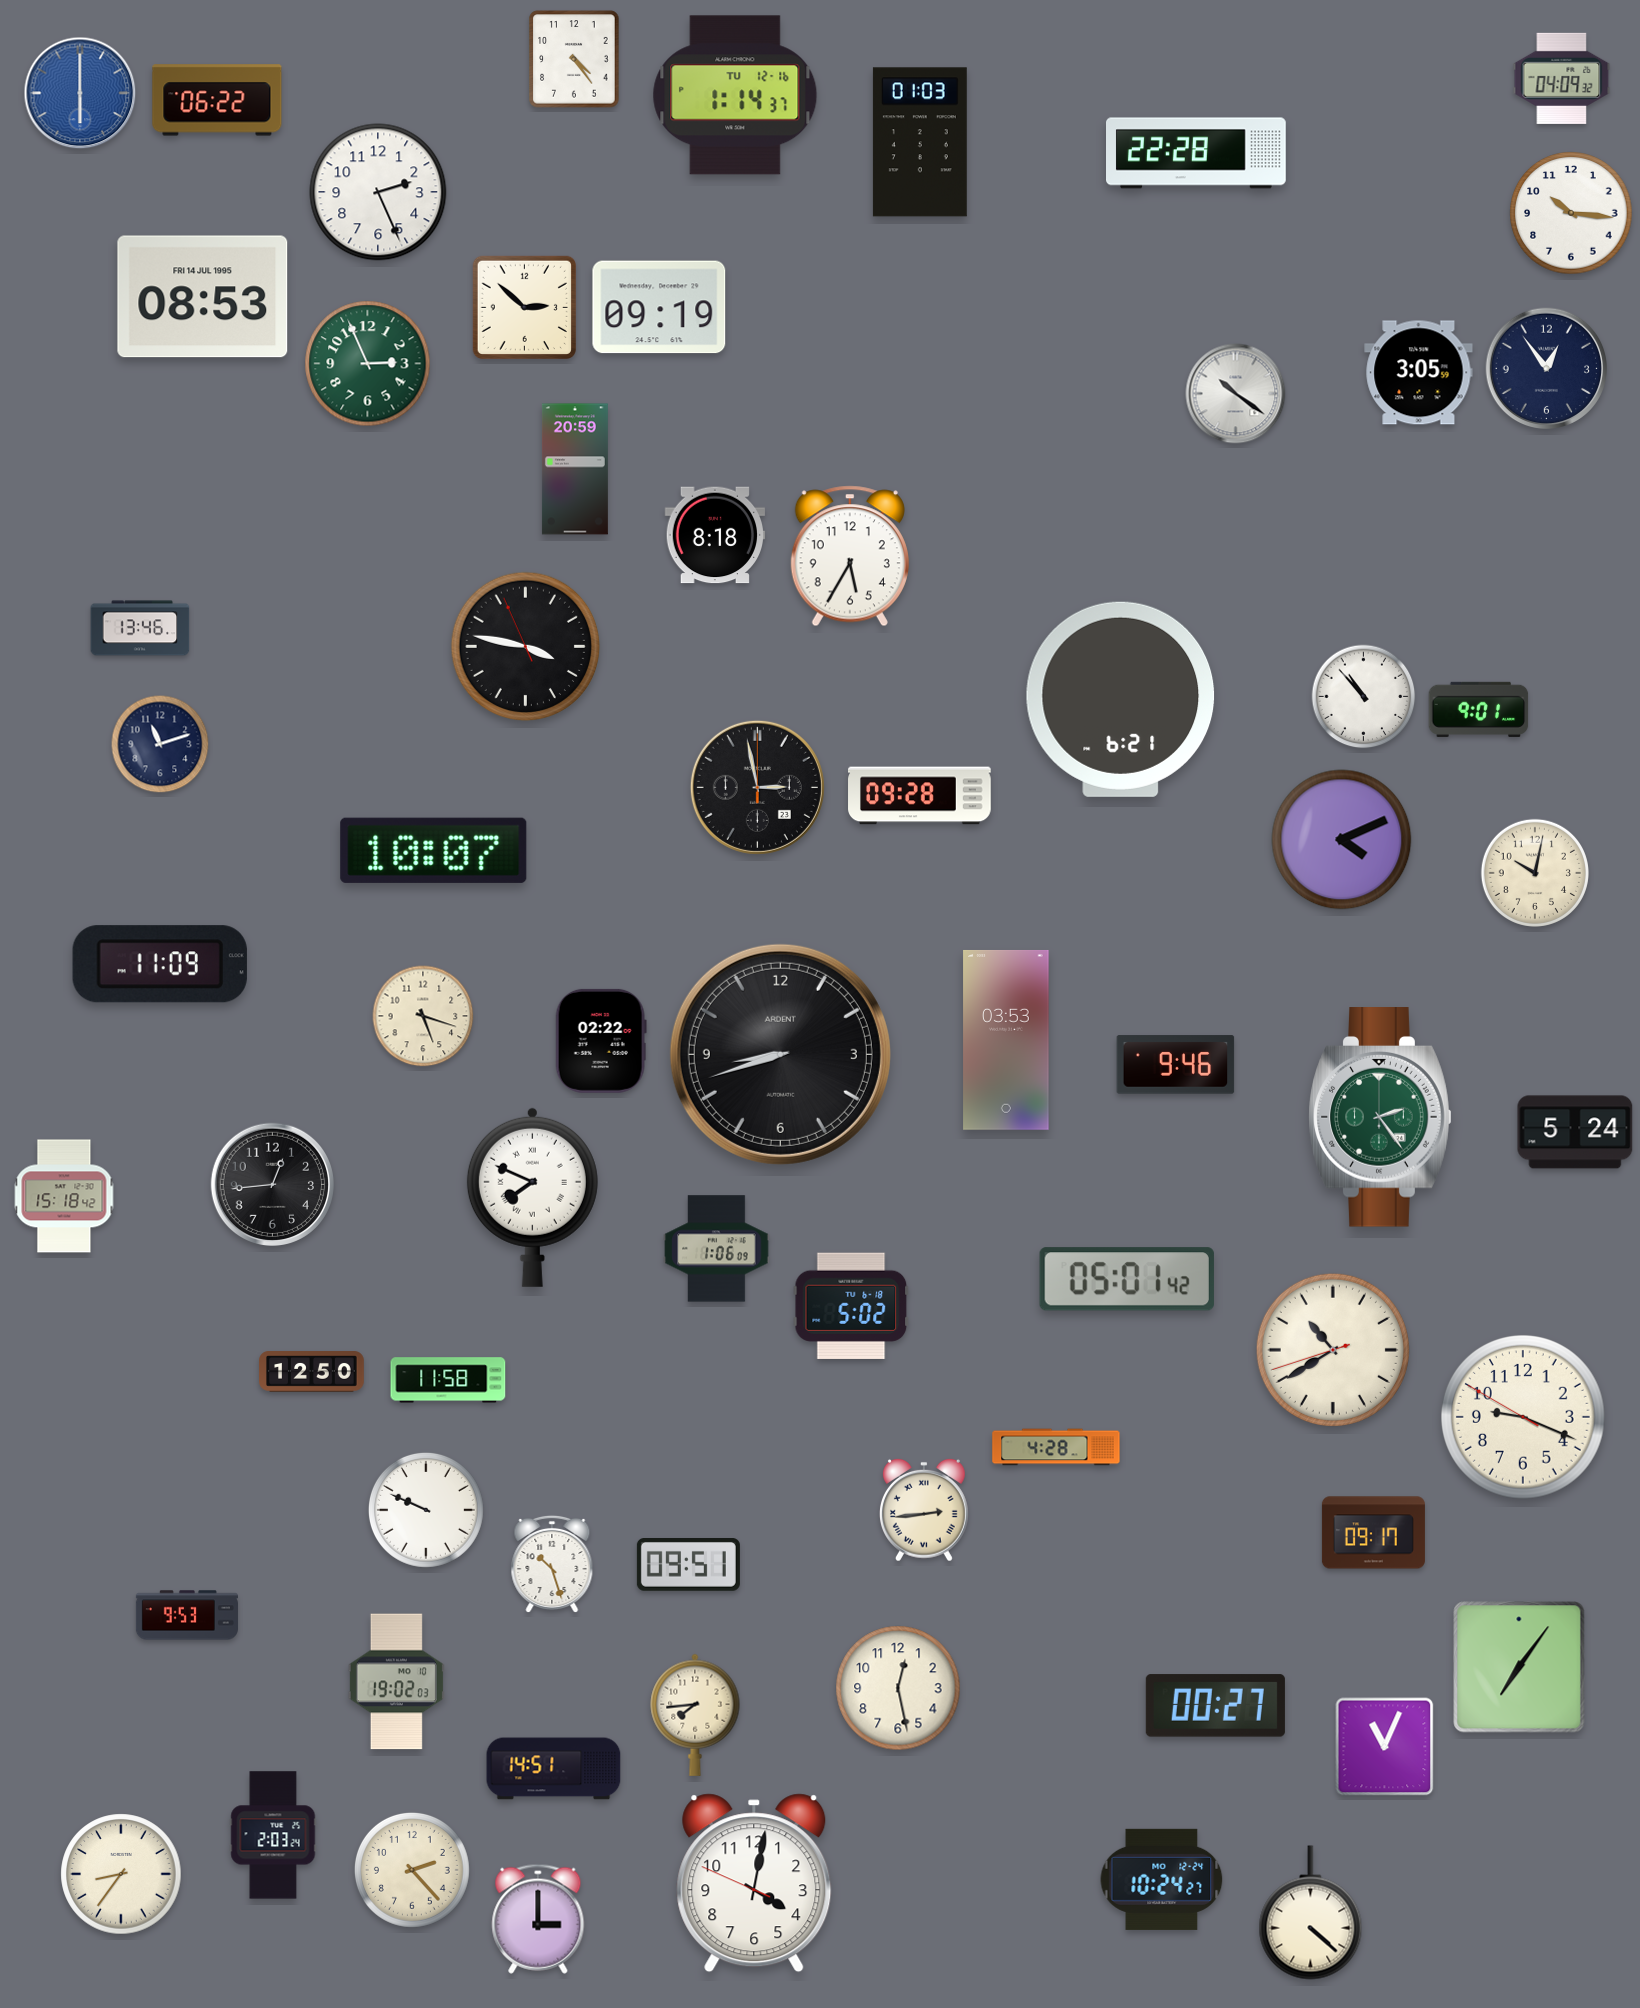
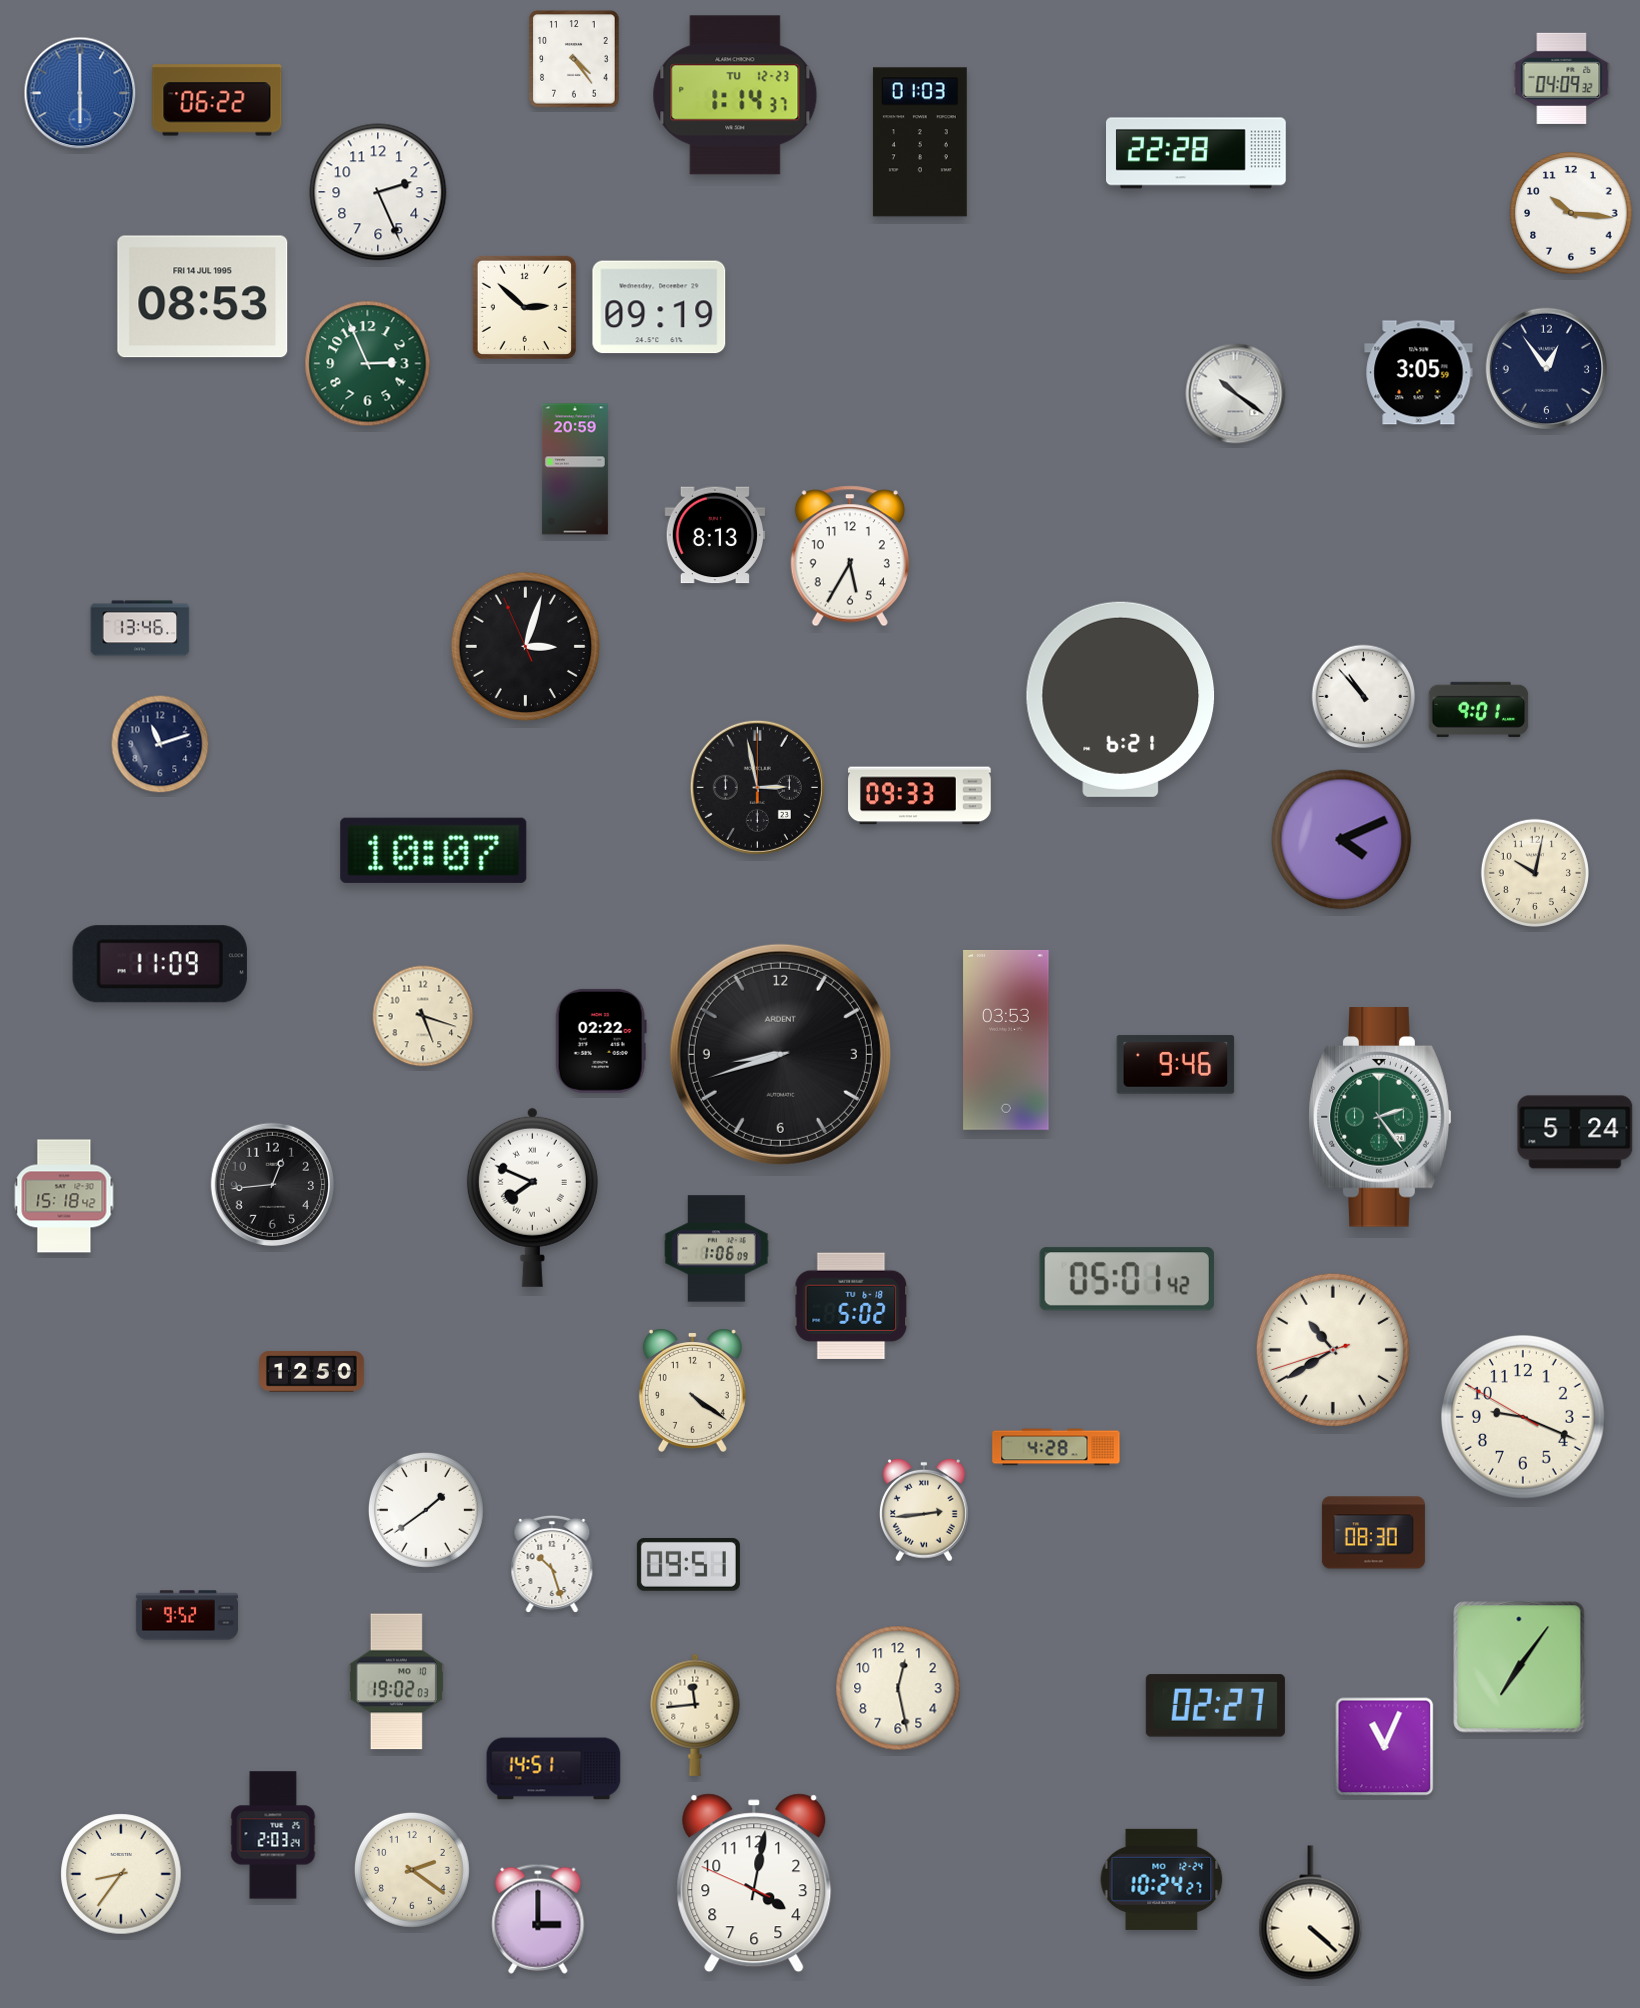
clock at (735, 95) date: TU 12-16 -> TU 12-23
clock at (715, 535): 8:18 -> 8:13
clock at (526, 647): 3:46 -> 3:02
clock at (920, 796): 09:28 -> 09:33
clock at (448, 1380): 11:58 -> none
clock at (692, 1390): none -> 4:21
clock at (426, 1510): 9:49 -> 1:39
clock at (1373, 1533): 09:17 -> 08:30
clock at (187, 1615): 9:53 -> 9:52
clock at (1215, 1706): 00:27 -> 02:27
clock at (695, 1715): 7:44 -> 11:44
clock at (412, 1870): 2:23 -> 2:21
